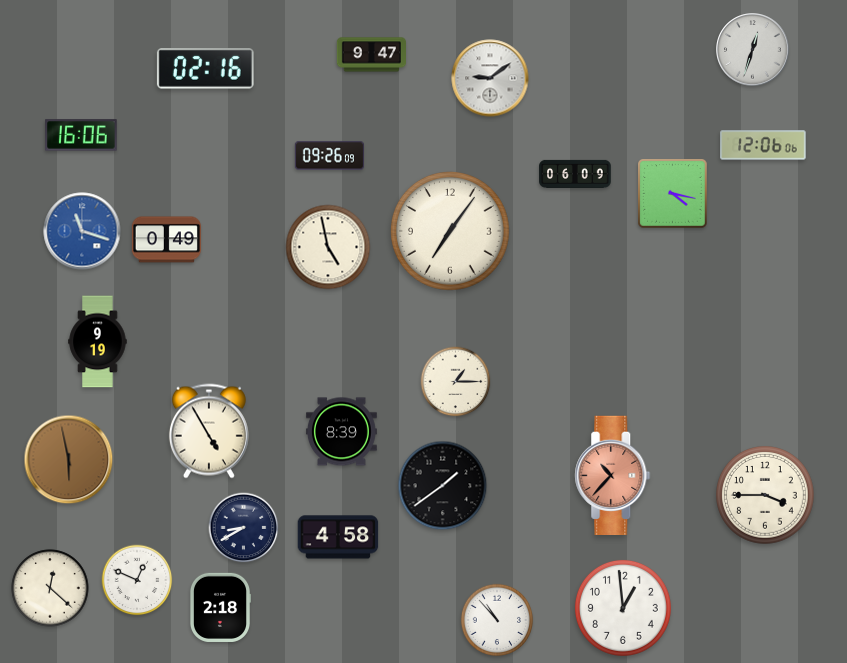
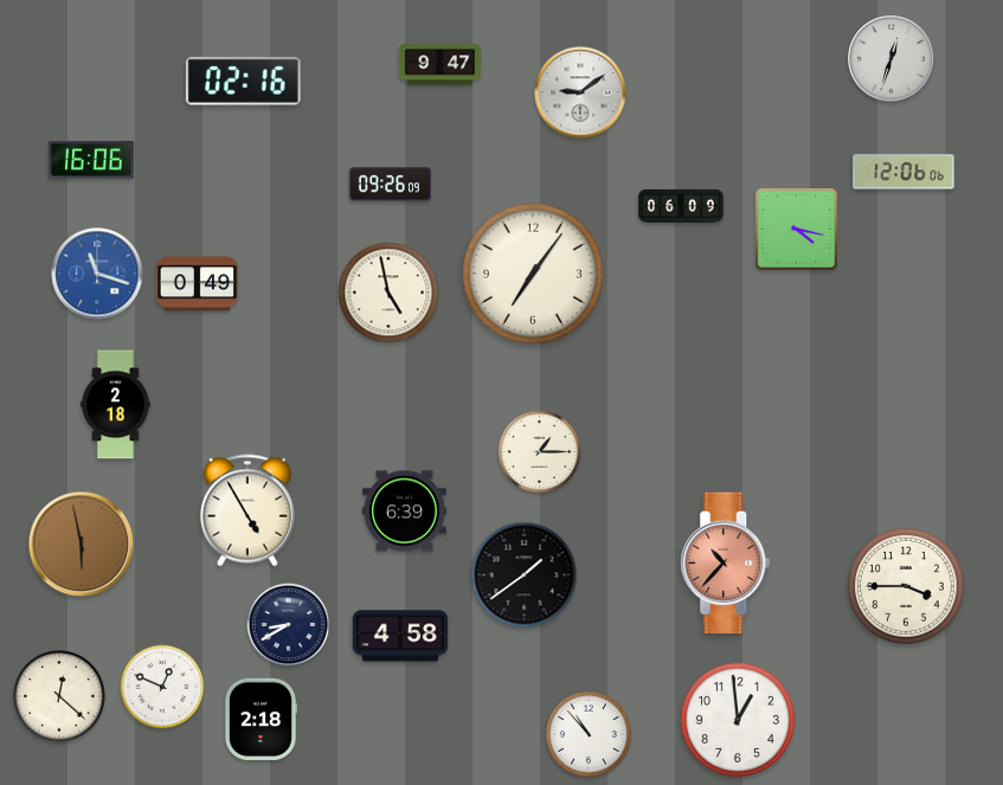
clock at (81, 135) position: (81, 135) -> (91, 160)
clock at (98, 342): 9:19 -> 2:18
clock at (341, 432): 8:39 -> 6:39
